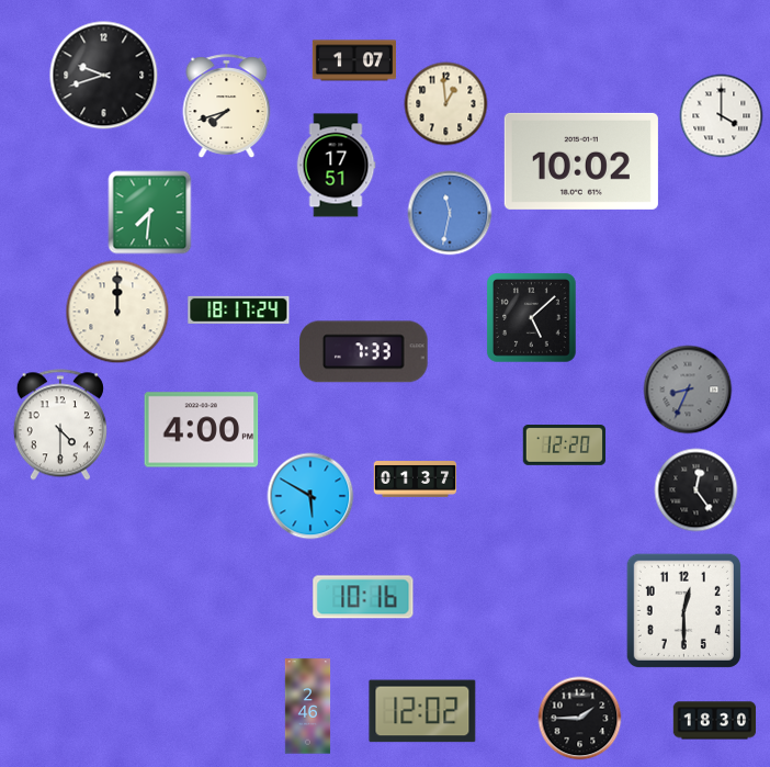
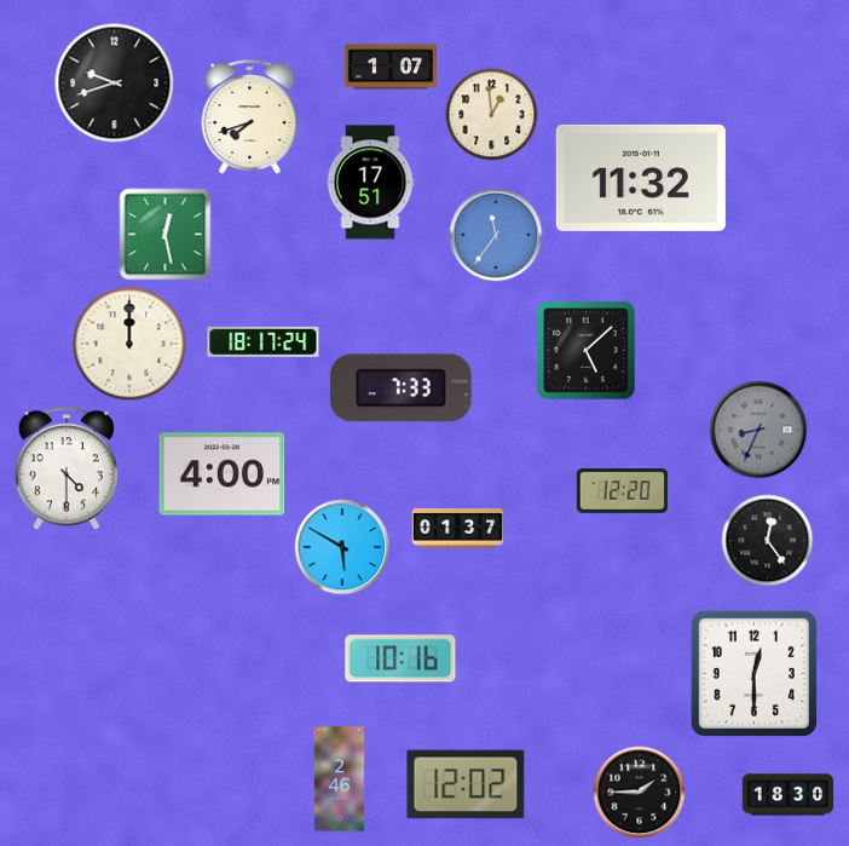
clock at (722, 116): 4:00 -> none
clock at (581, 161): 10:02 -> 11:32
clock at (150, 213): 7:31 -> 12:28
clock at (450, 213): 11:32 -> 11:36
